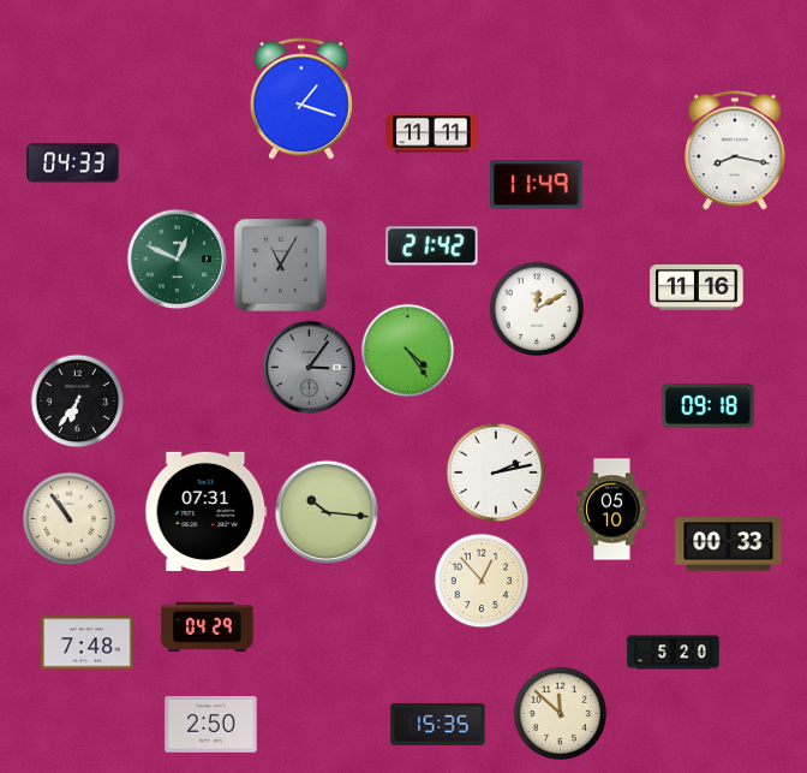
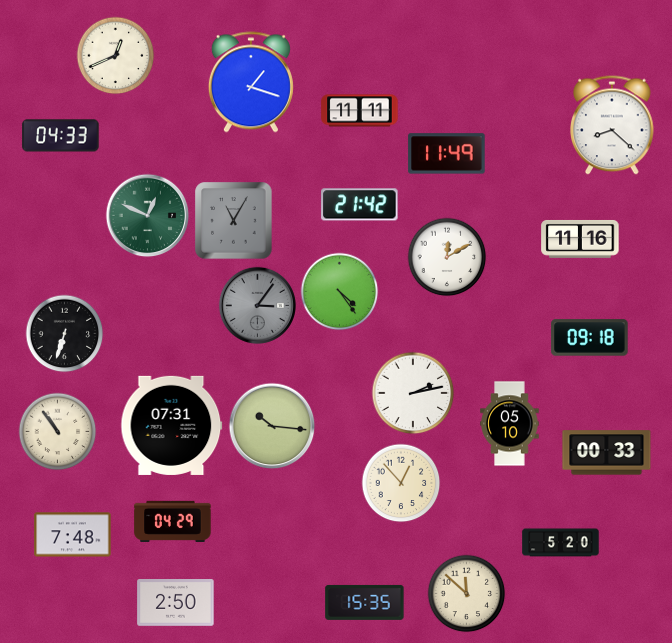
clock at (115, 55): none -> 12:41
clock at (735, 150): 8:17 -> 8:22
clock at (77, 400): 6:36 -> 6:33
